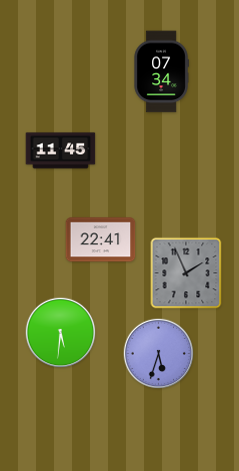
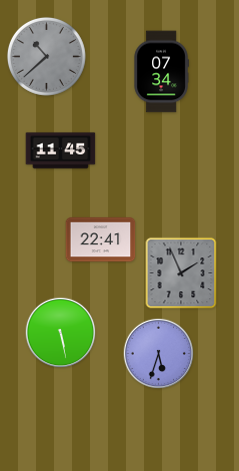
clock at (46, 56): none -> 10:38
clock at (186, 273) position: (186, 273) -> (181, 273)
clock at (61, 333): 5:31 -> 5:28
